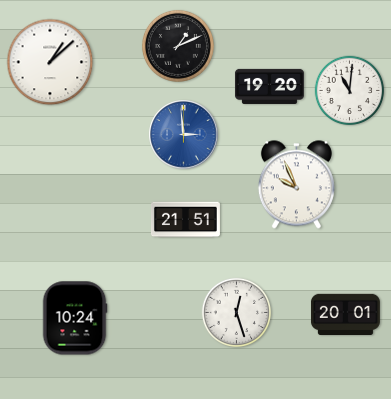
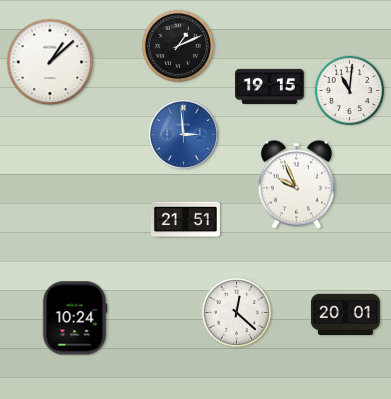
clock at (269, 86): 19:20 -> 19:15
clock at (237, 313): 12:27 -> 12:22
